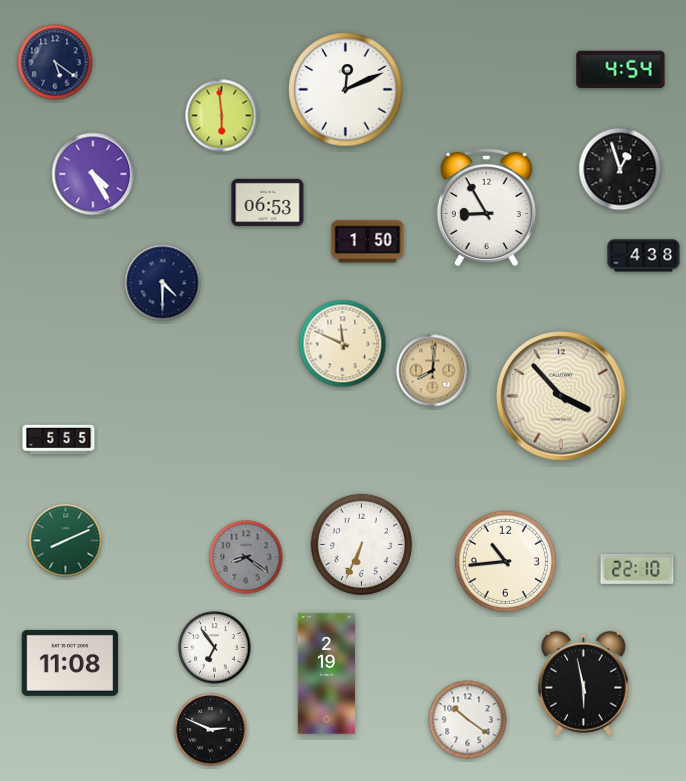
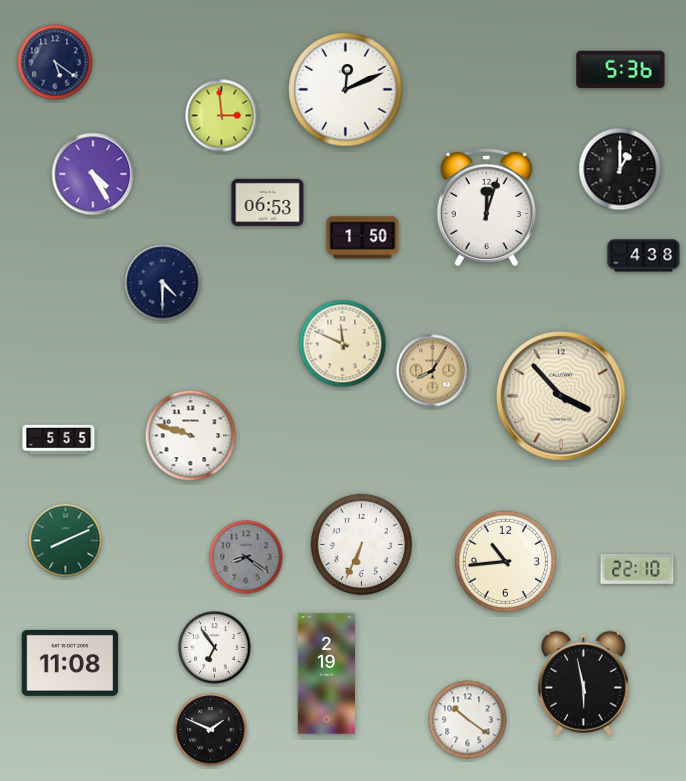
clock at (621, 70): 4:54 -> 5:36
clock at (222, 116): 5:59 -> 2:59
clock at (620, 169): 12:57 -> 1:00
clock at (486, 207): 8:55 -> 12:03
clock at (368, 242) position: (368, 242) -> (363, 238)
clock at (433, 371): 8:01 -> 8:05
clock at (191, 436): none -> 9:48
clock at (211, 730): 2:49 -> 1:49
